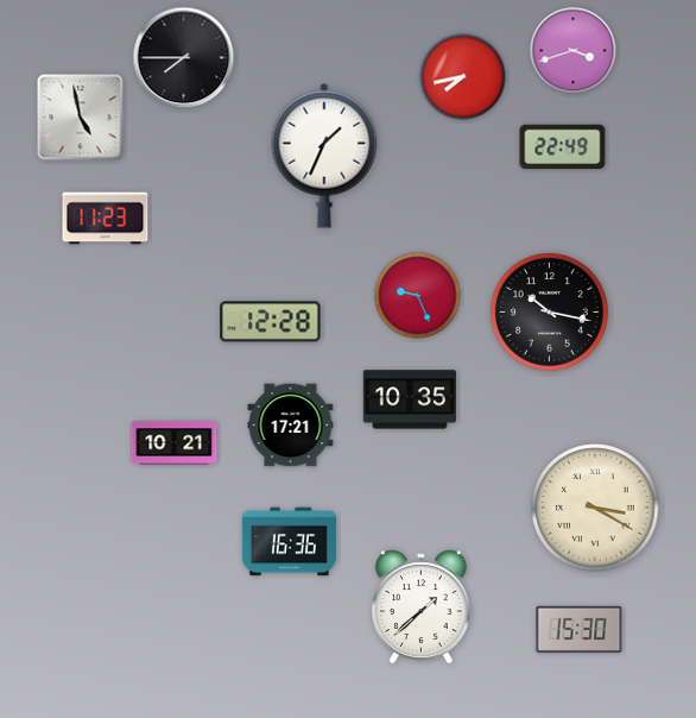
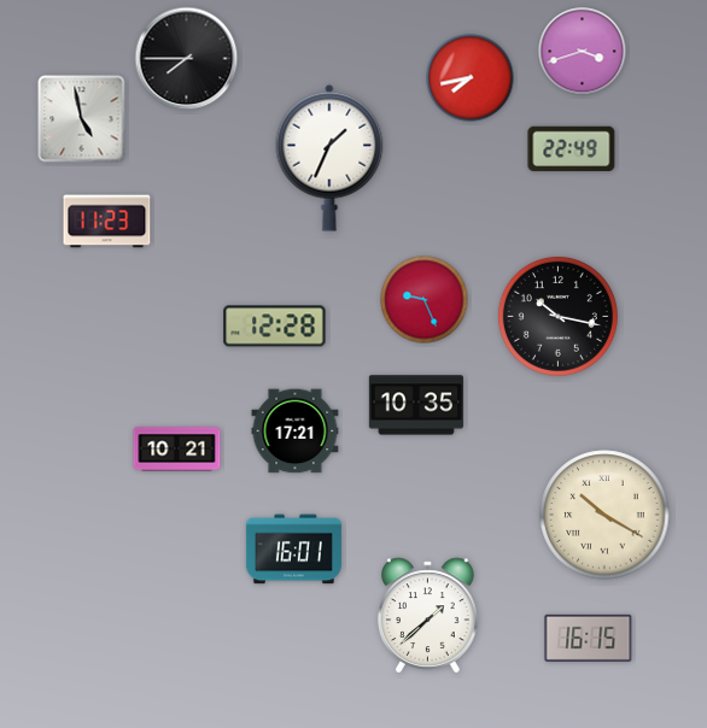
clock at (595, 508): 3:20 -> 10:20
clock at (289, 542): 16:36 -> 16:01
clock at (580, 629): 15:30 -> 16:15
